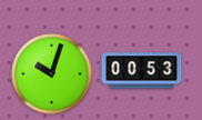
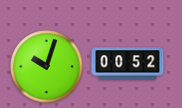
clock at (142, 71): 00:53 -> 00:52
